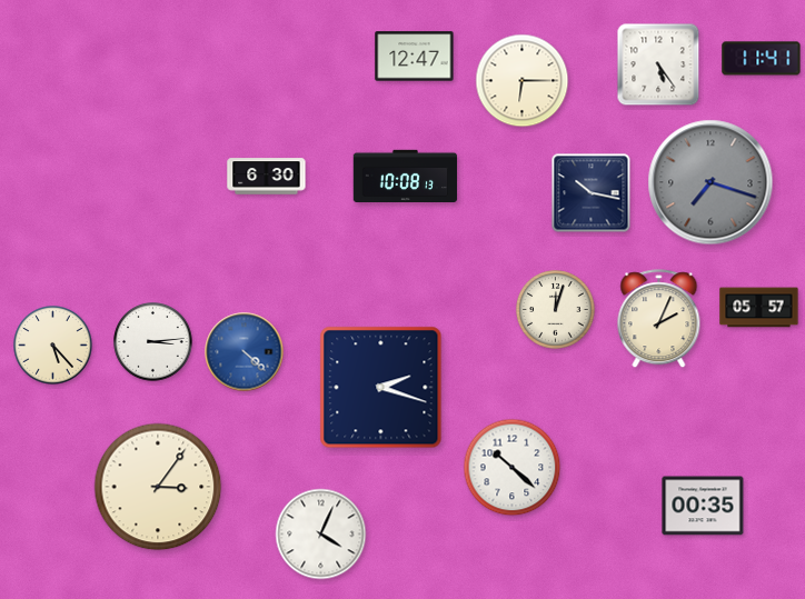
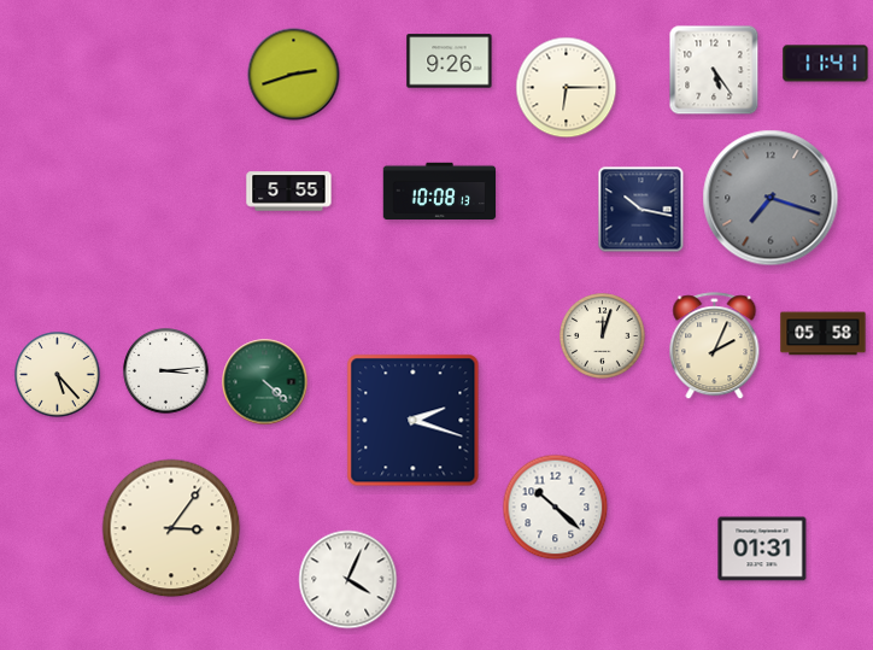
clock at (415, 57): 12:47 -> 9:26
clock at (294, 75): none -> 2:42
clock at (267, 177): 6:30 -> 5:55
clock at (759, 308): 05:57 -> 05:58
clock at (245, 352) dial: blue -> green
clock at (703, 506): 00:35 -> 01:31
